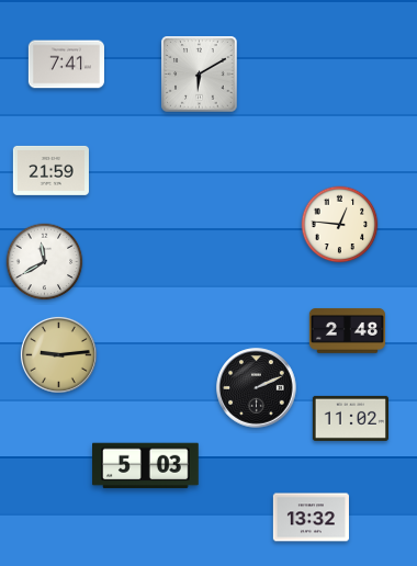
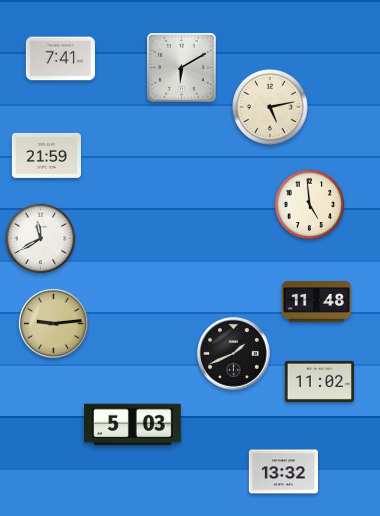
clock at (271, 108): none -> 5:13
clock at (340, 225): 12:46 -> 4:59
clock at (347, 331): 2:48 -> 11:48
clock at (257, 388): 2:11 -> 1:41
